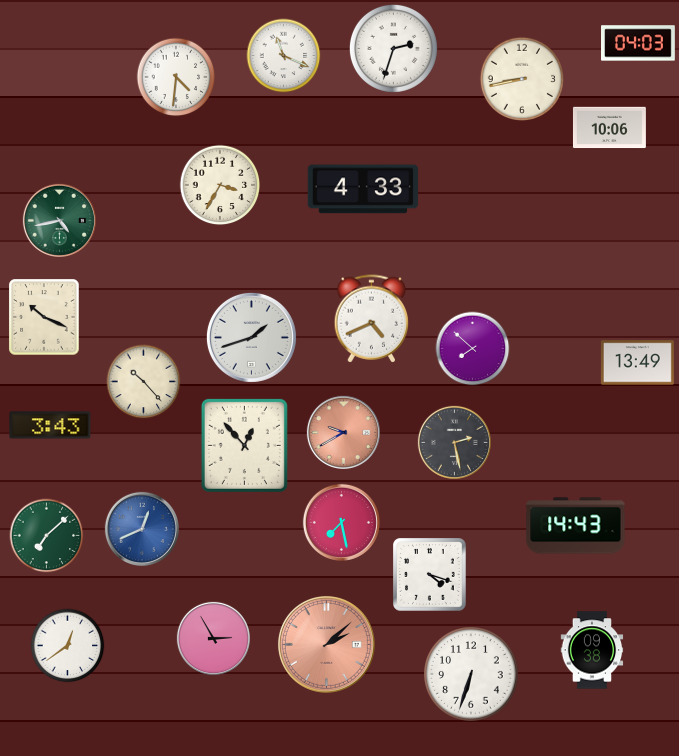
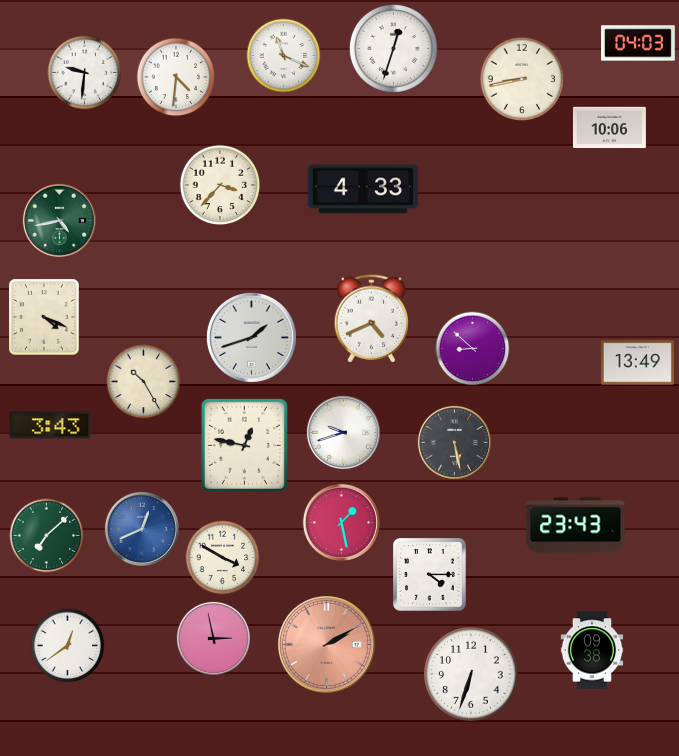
clock at (393, 48): 2:33 -> 12:33
clock at (85, 73): none -> 9:31
clock at (220, 185): 3:35 -> 3:37
clock at (44, 317): 10:19 -> 4:19
clock at (473, 349): 7:52 -> 8:52
clock at (144, 382): 10:23 -> 10:25
clock at (343, 432): 9:40 -> 9:42
clock at (343, 432) dial: salmon -> white
clock at (454, 442): 2:28 -> 5:28
clock at (244, 445): 12:53 -> 12:47
clock at (341, 522): 7:28 -> 1:28
clock at (576, 526): 14:43 -> 23:43
clock at (223, 558): none -> 3:50
clock at (430, 575): 4:18 -> 4:15
clock at (213, 638): 2:55 -> 2:58
clock at (326, 644): 2:08 -> 2:10
